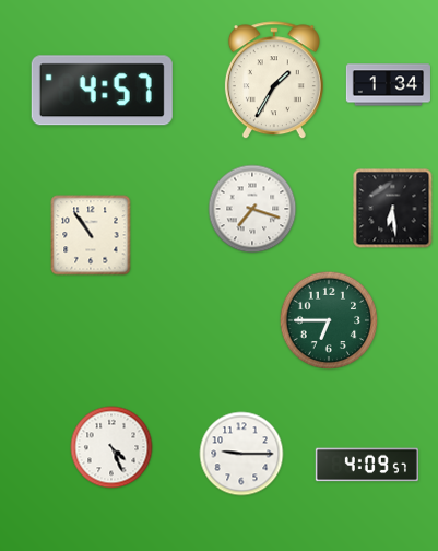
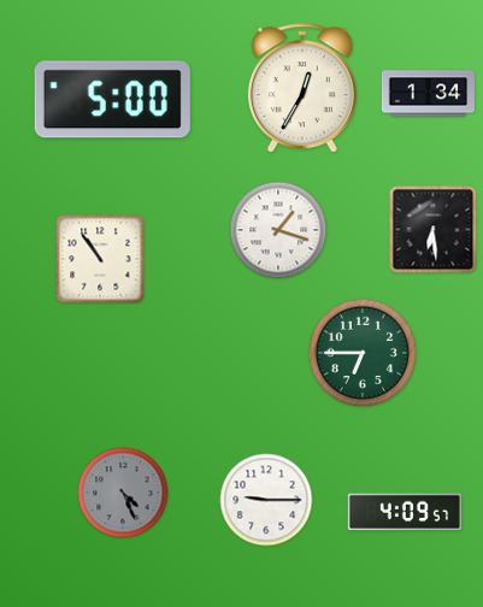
clock at (274, 81): 1:35 -> 12:35
clock at (102, 91): 4:57 -> 5:00
clock at (252, 209): 7:18 -> 1:18
clock at (111, 447) dial: white -> grey
